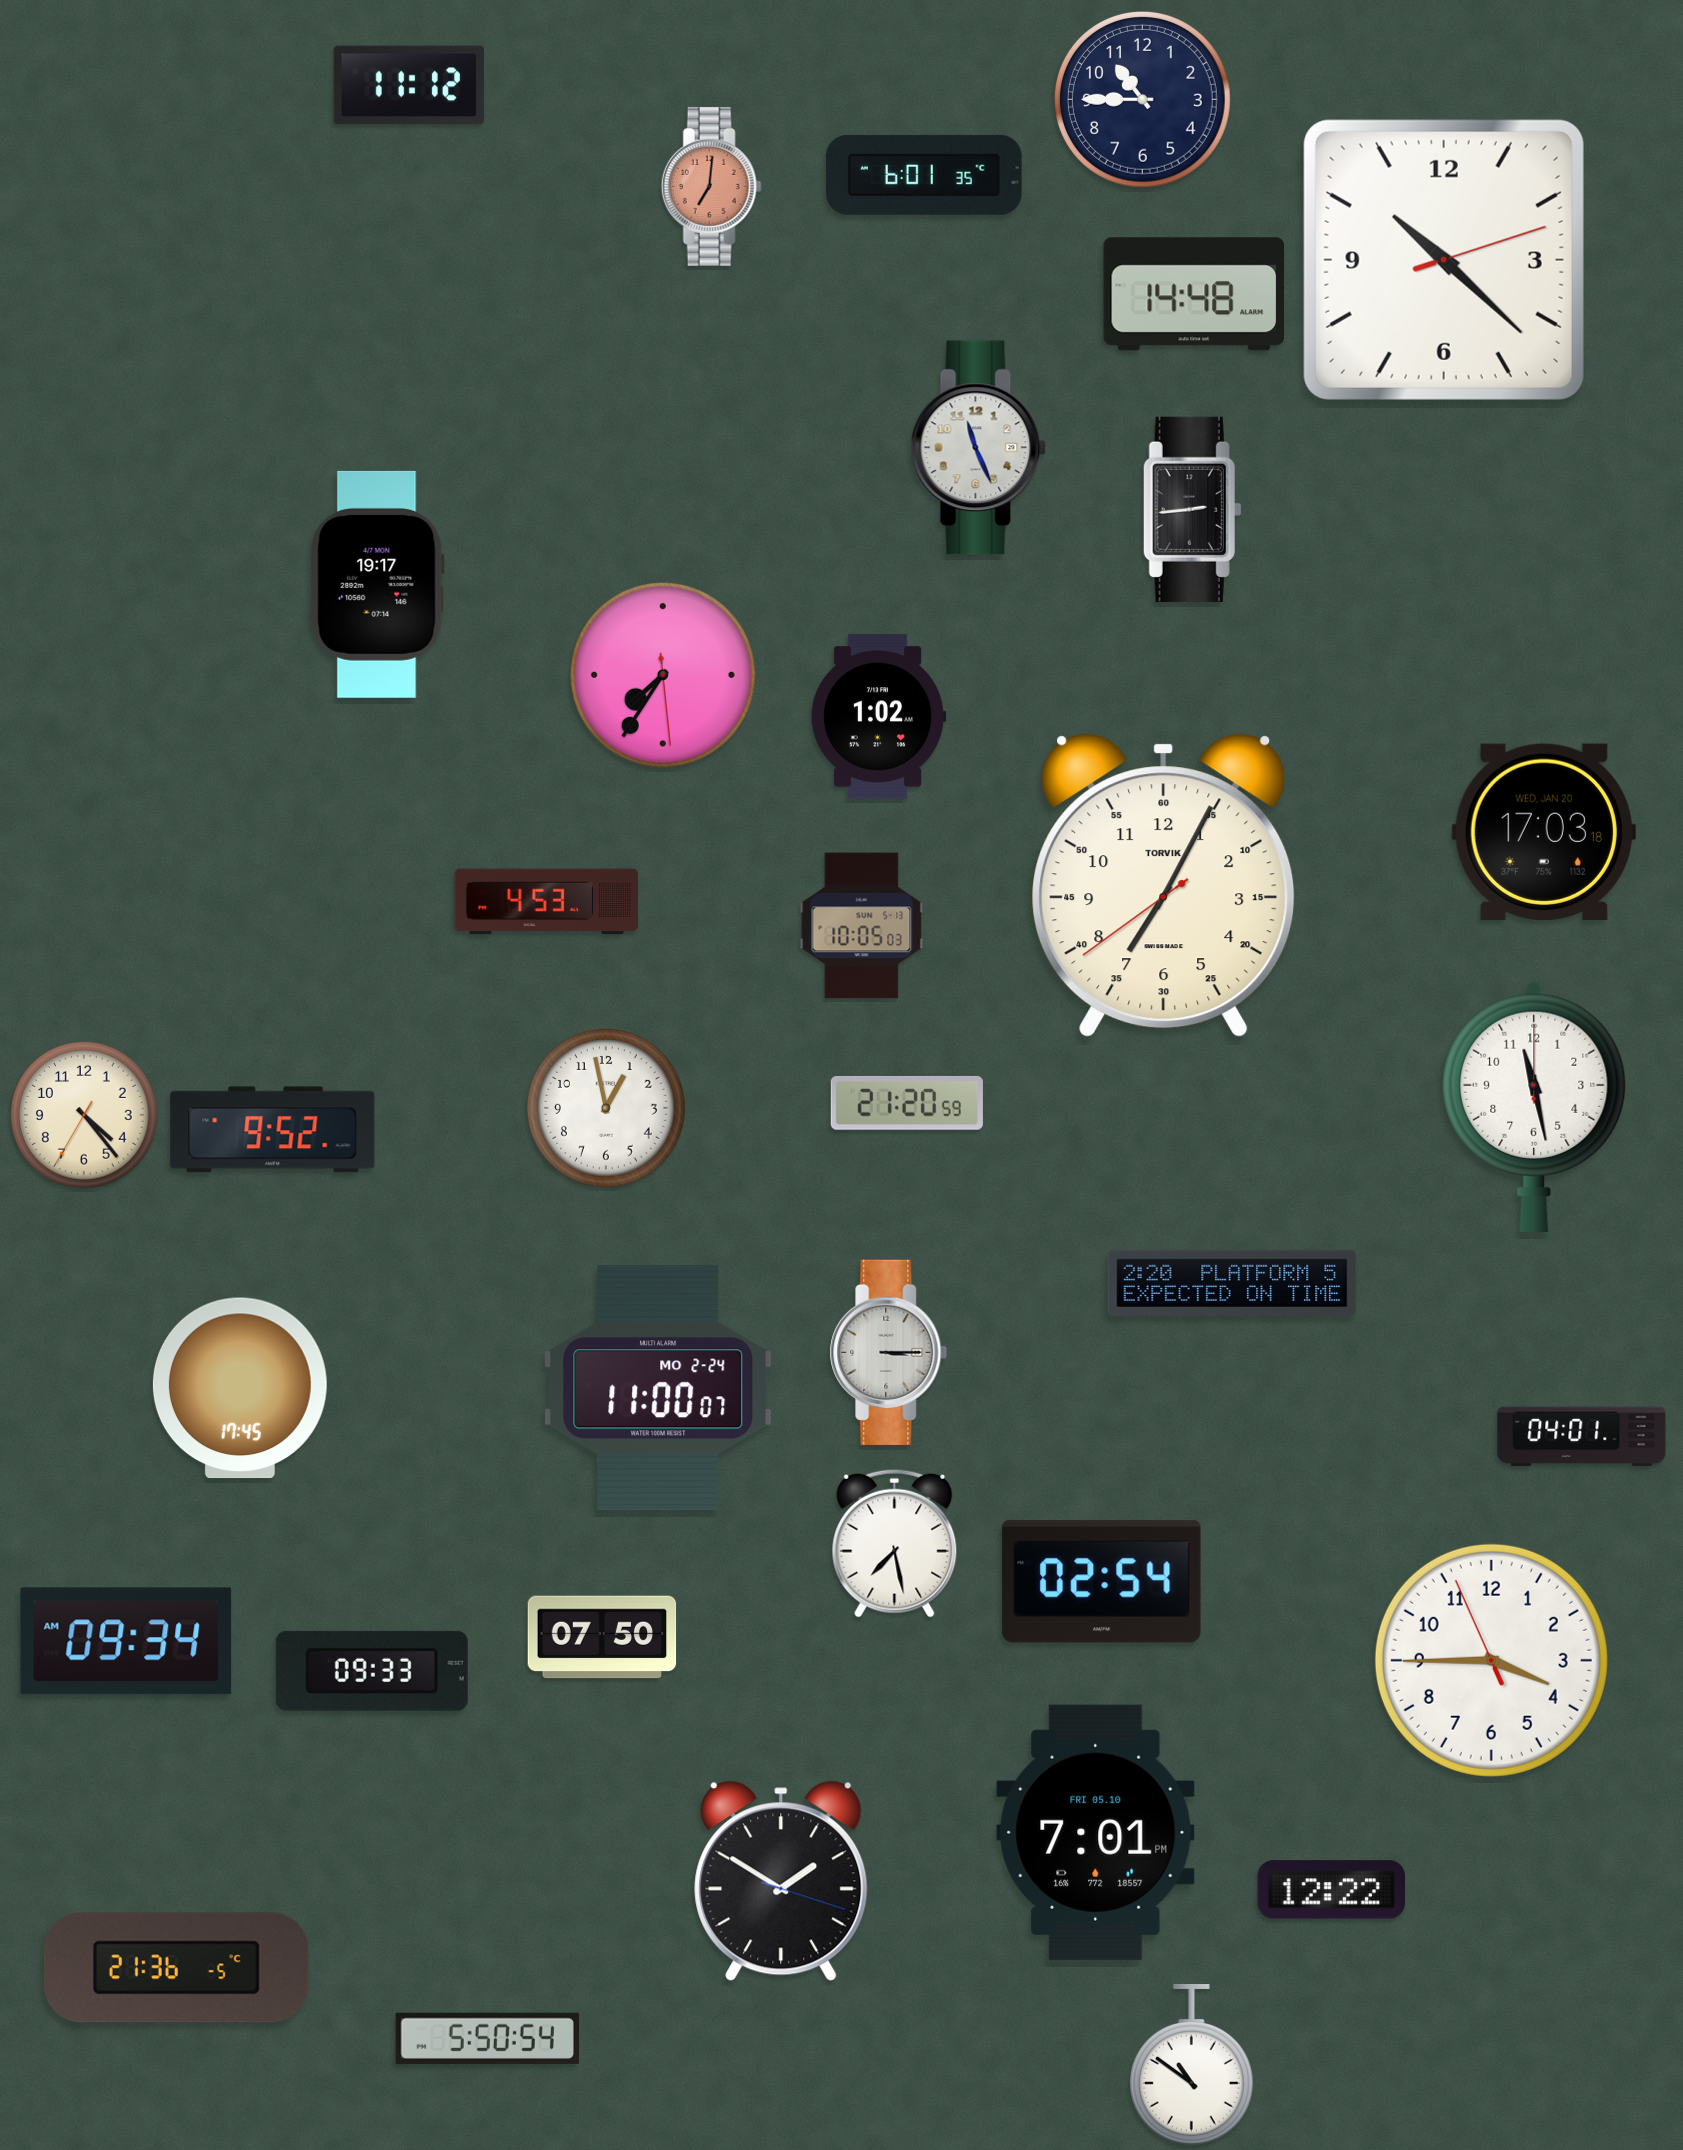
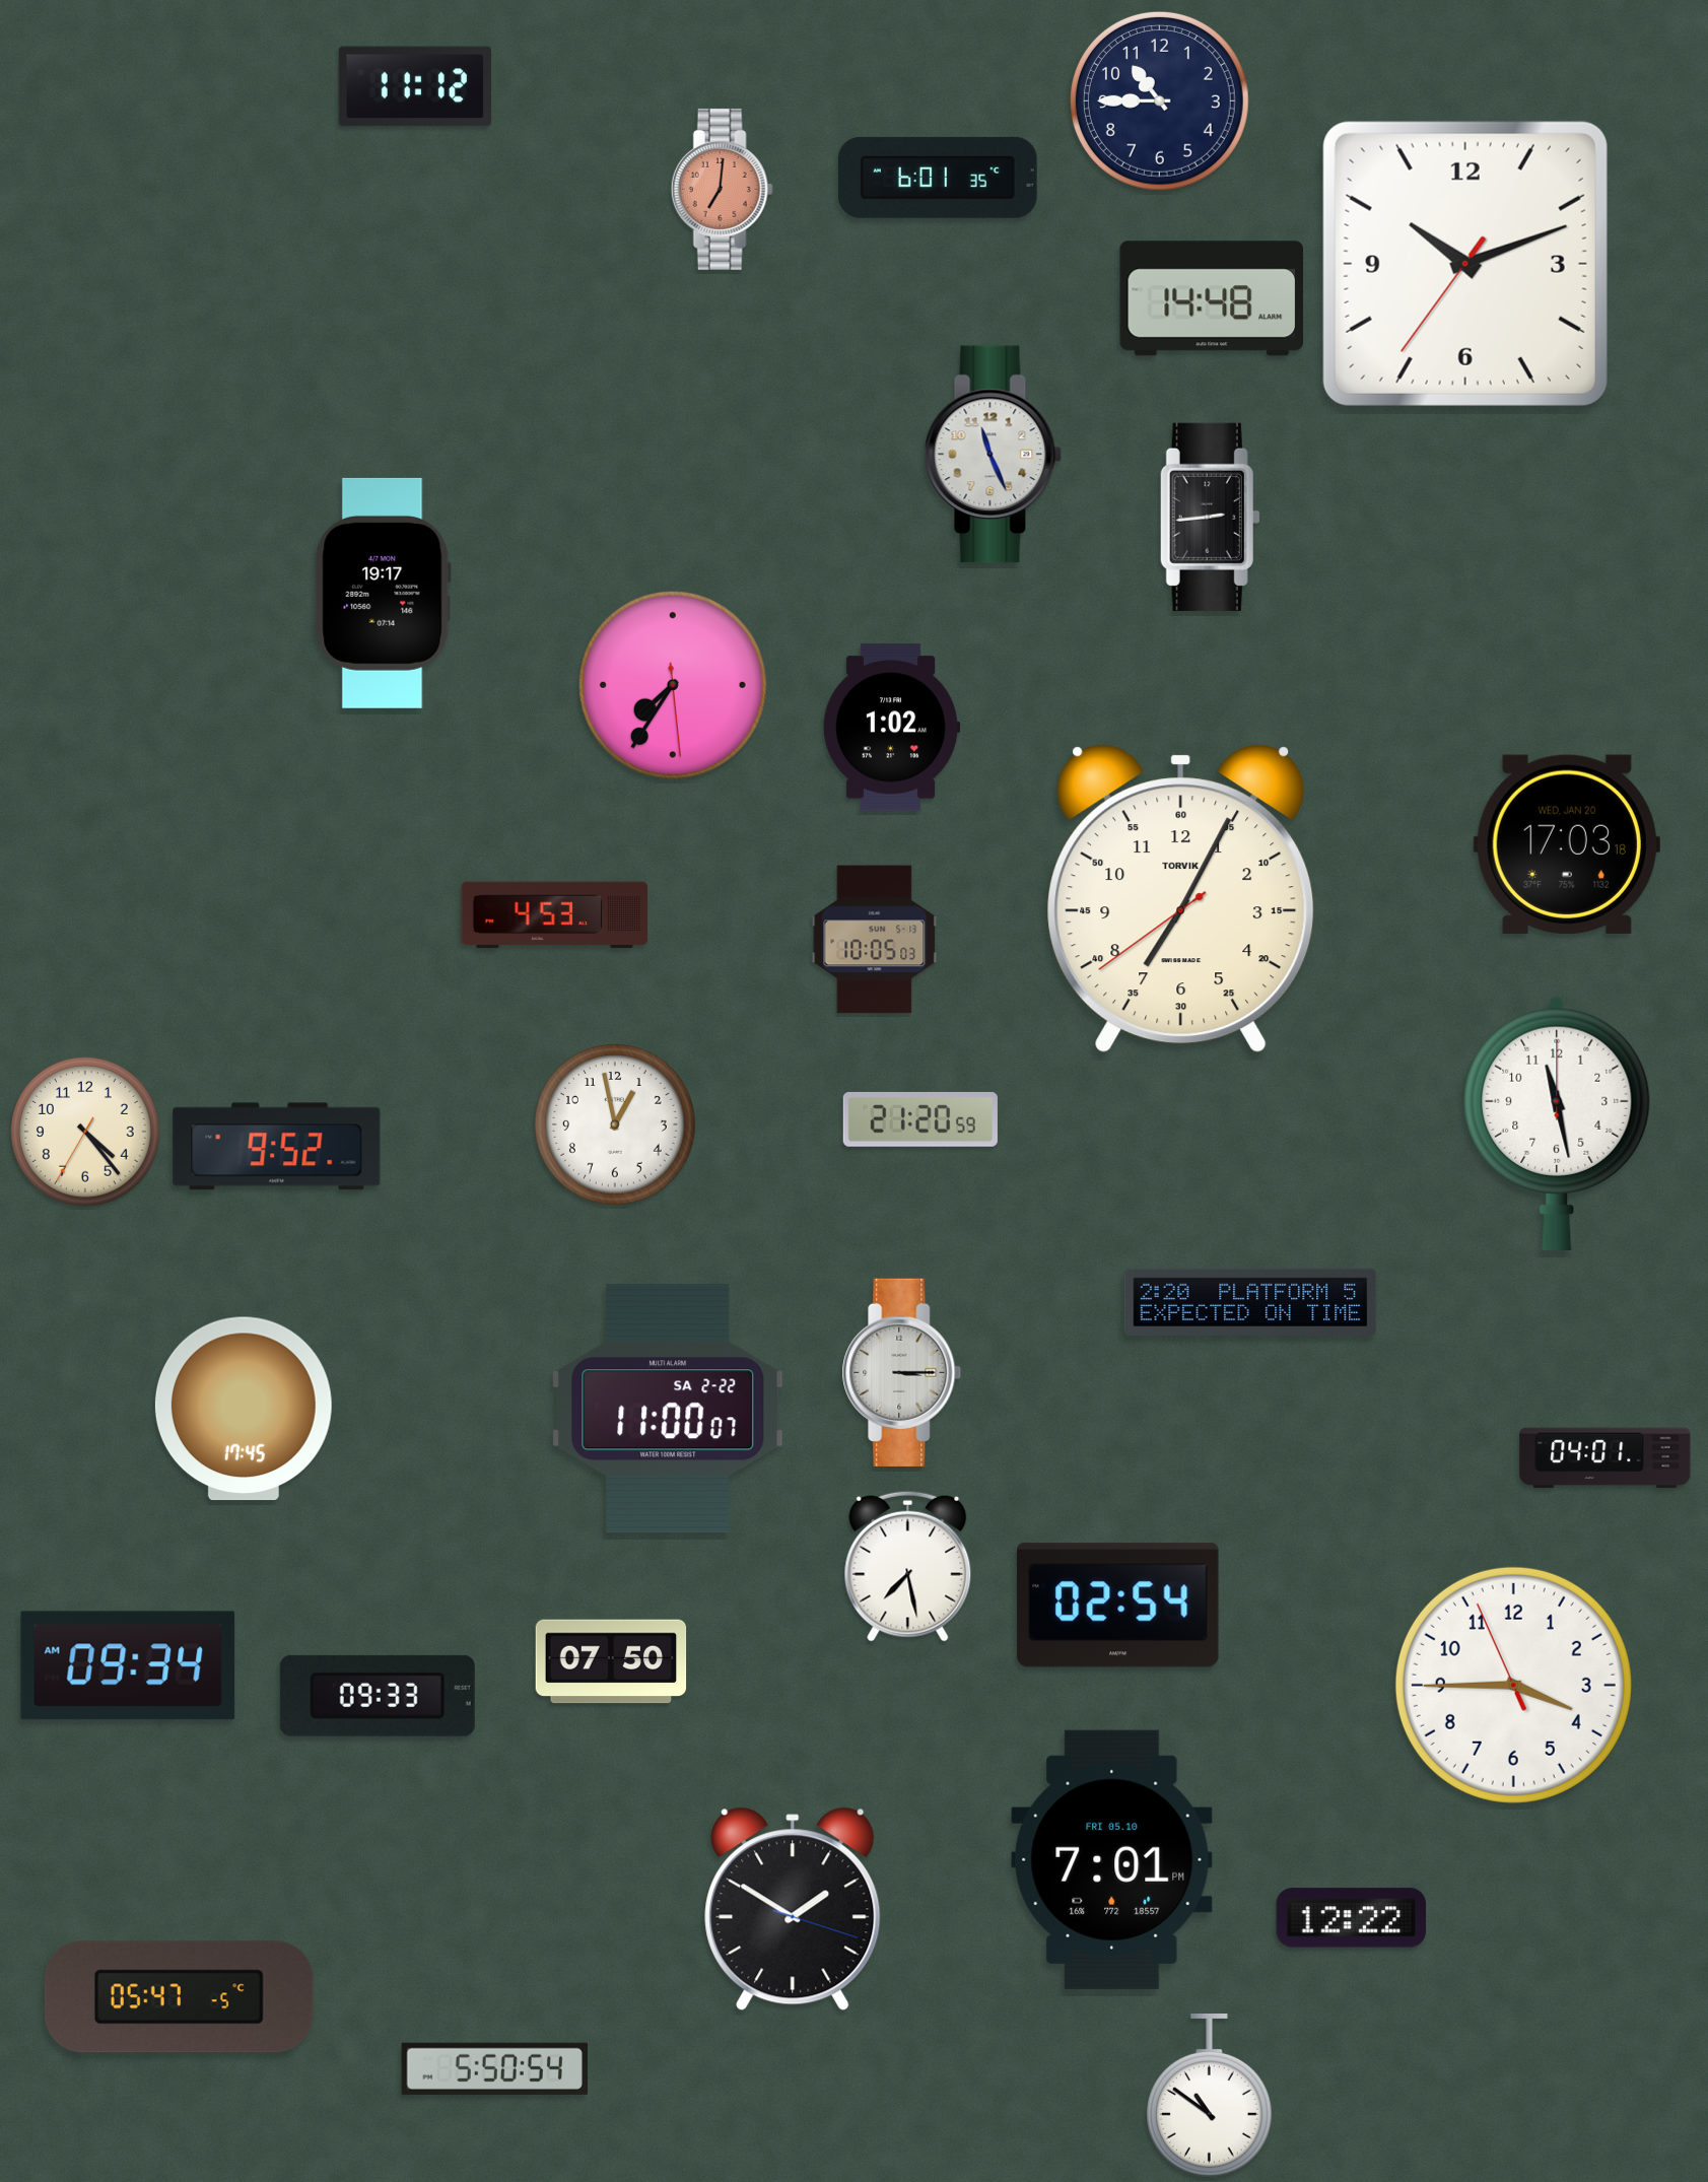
clock at (1444, 260): 10:22 -> 10:11
clock at (658, 1388) date: MO 2-24 -> SA 2-22
clock at (176, 1968): 21:36 -> 05:47
